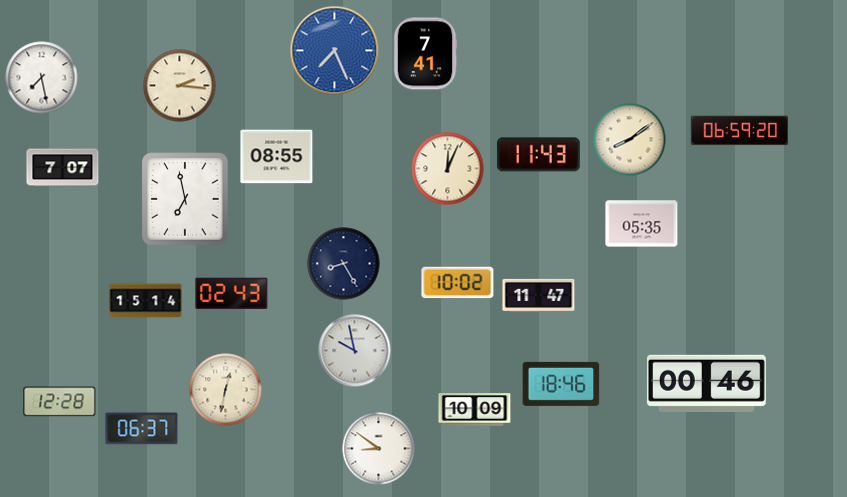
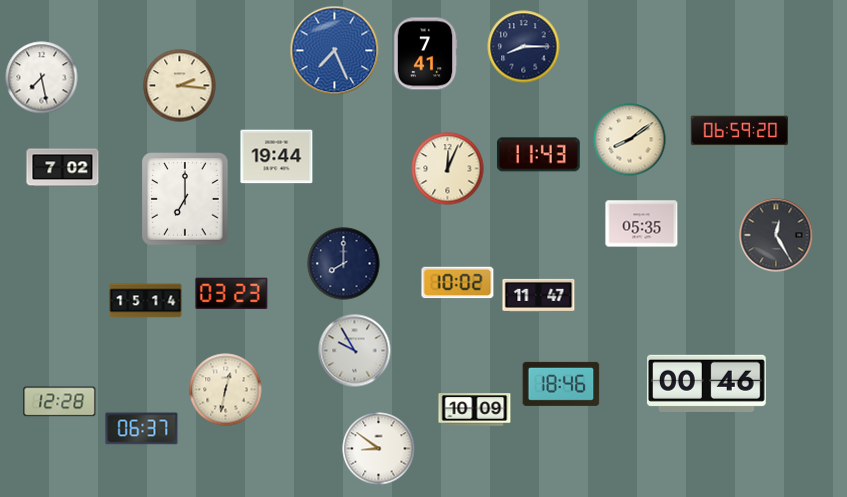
clock at (524, 47): none -> 8:15
clock at (277, 157): 08:55 -> 19:44
clock at (63, 168): 7:07 -> 7:02
clock at (185, 199): 6:58 -> 7:00
clock at (776, 235): none -> 12:25
clock at (344, 264): 8:25 -> 8:00
clock at (232, 293): 02:43 -> 03:23
clock at (355, 351): 9:58 -> 9:55
